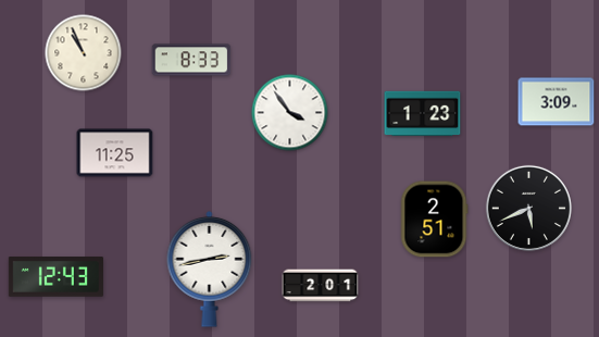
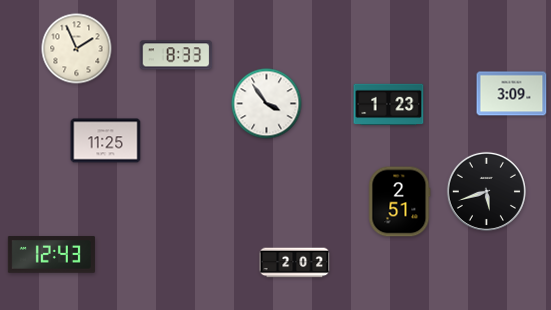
clock at (84, 53): 10:56 -> 1:56
clock at (528, 208): 5:41 -> 5:42
clock at (210, 270): 2:43 -> none
clock at (321, 286): 2:01 -> 2:02
